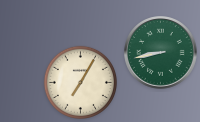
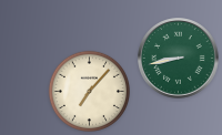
clock at (80, 82): 7:05 -> 7:07
